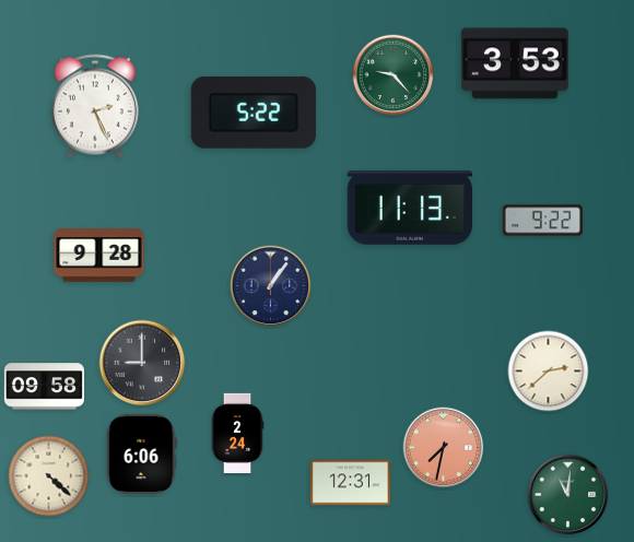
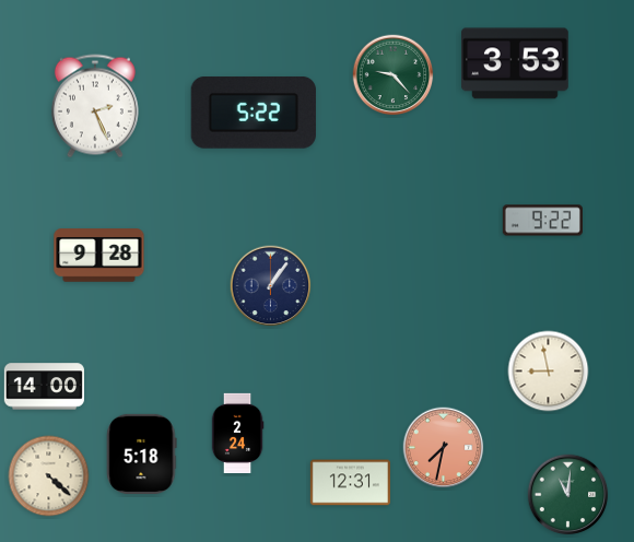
clock at (409, 209): 11:13 -> none
clock at (142, 363): 9:00 -> none
clock at (549, 372): 2:38 -> 8:58
clock at (44, 387): 09:58 -> 14:00
clock at (142, 453): 6:06 -> 5:18
